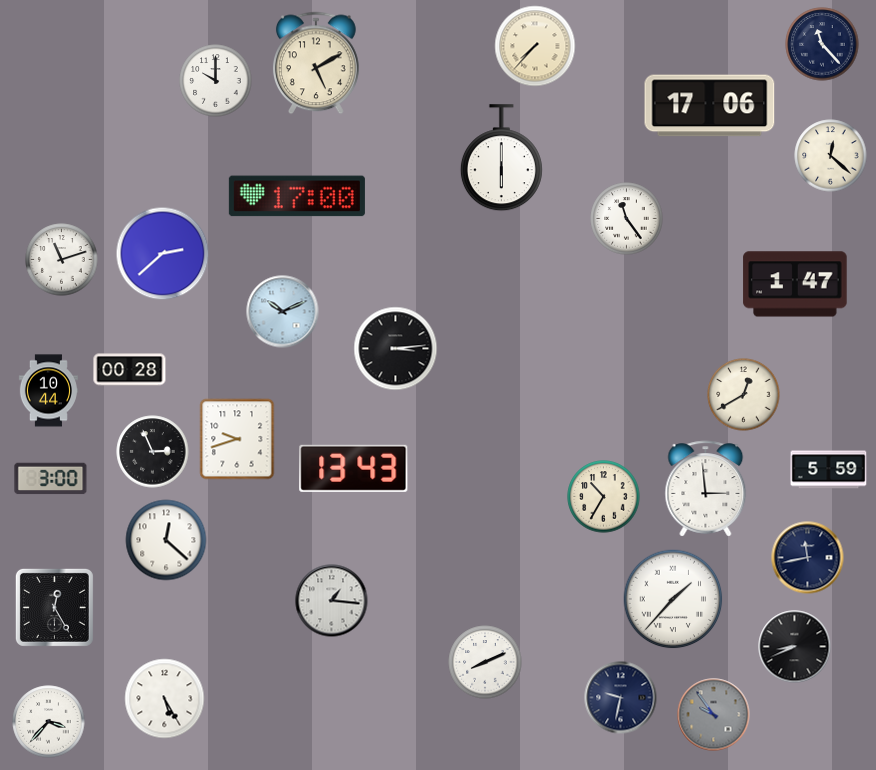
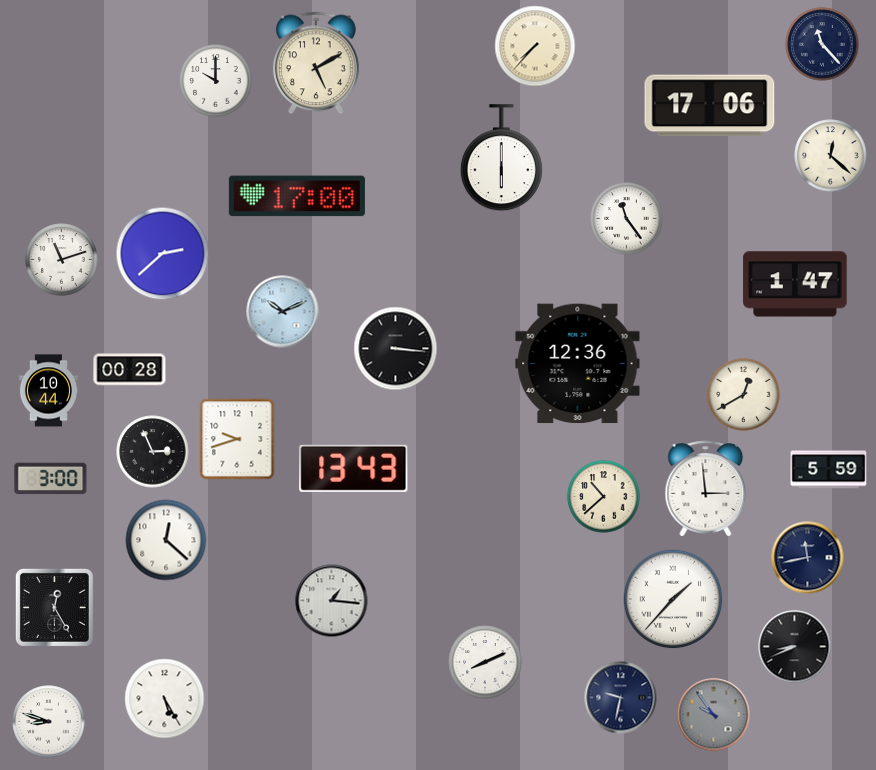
clock at (396, 349): 3:14 -> 3:16
clock at (578, 364): none -> 12:36
clock at (604, 497): 10:35 -> 10:38
clock at (49, 722): 3:37 -> 8:48
